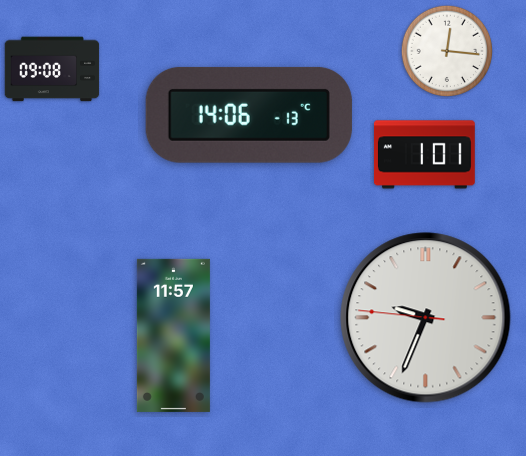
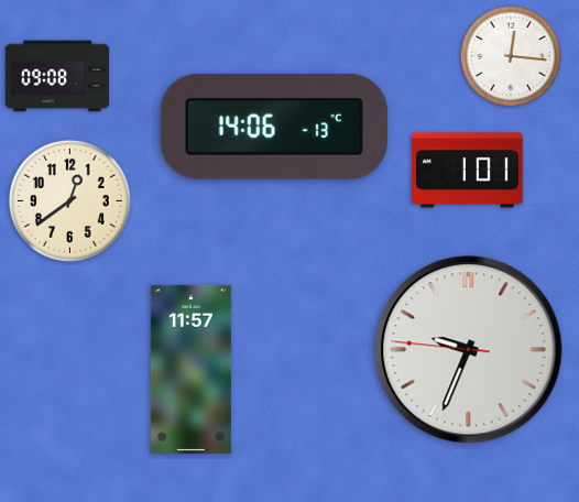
clock at (446, 50) position: (446, 50) -> (510, 55)
clock at (69, 200): none -> 12:39
